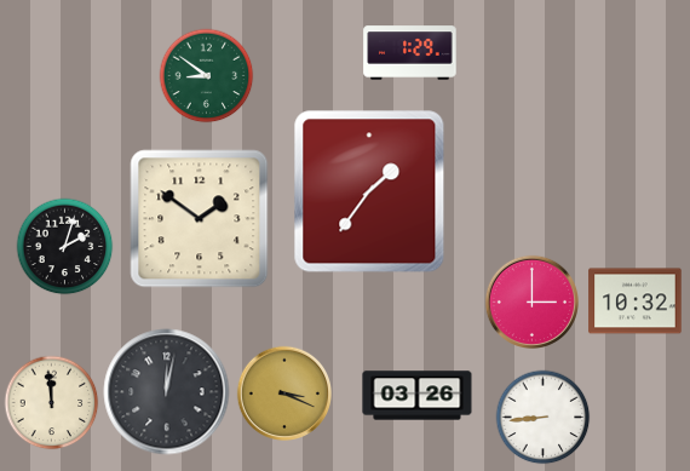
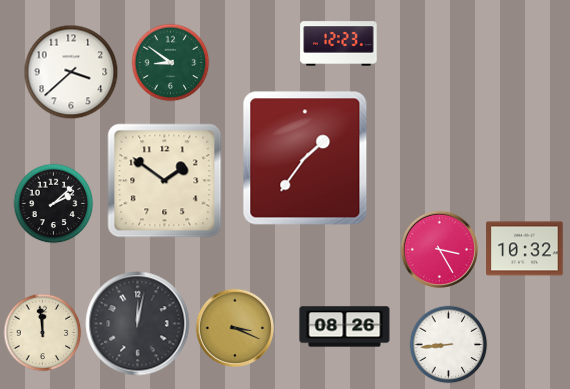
clock at (410, 53): 1:29 -> 12:23
clock at (71, 72): none -> 3:38
clock at (64, 246): 2:03 -> 2:08
clock at (531, 301): 3:00 -> 3:25
clock at (283, 392) position: (283, 392) -> (234, 327)
clock at (418, 396): 03:26 -> 08:26
